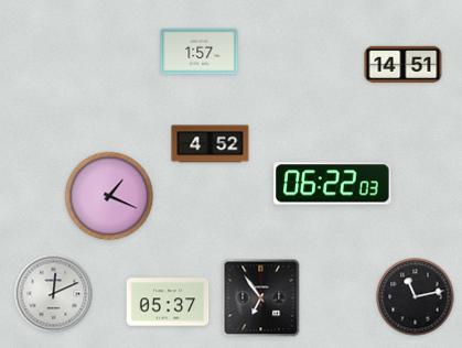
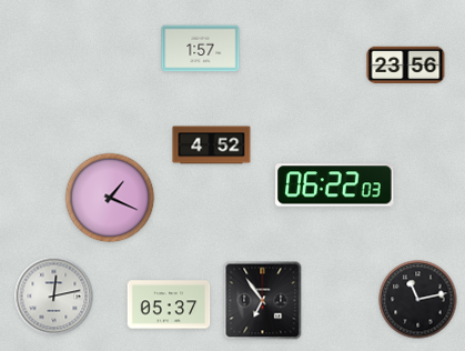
clock at (200, 52) position: (200, 52) -> (201, 49)
clock at (404, 65): 14:51 -> 23:56
clock at (54, 294): 12:11 -> 12:13
